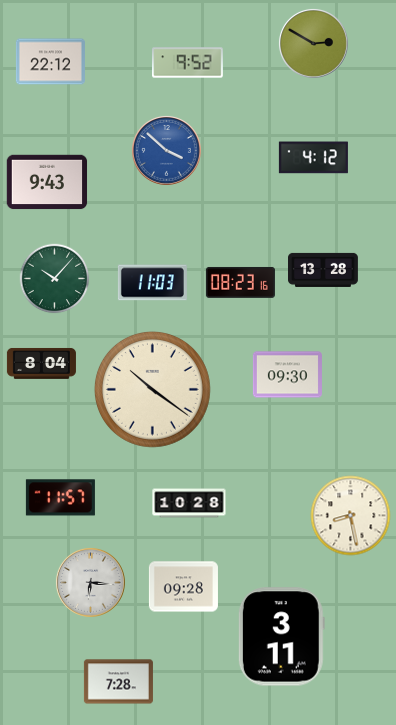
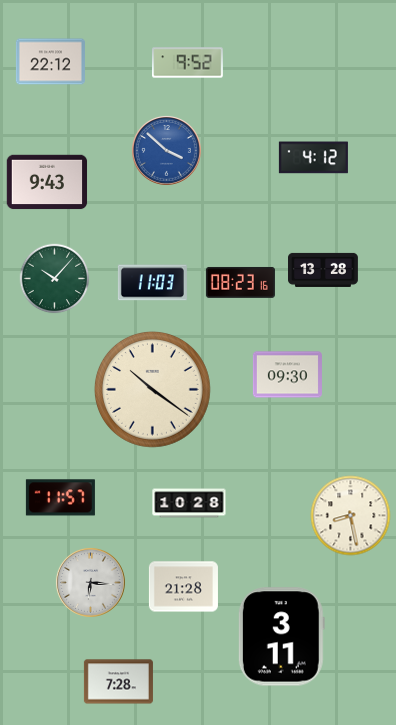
clock at (314, 44): 2:50 -> none
clock at (41, 363): 8:04 -> none
clock at (183, 587): 09:28 -> 21:28
